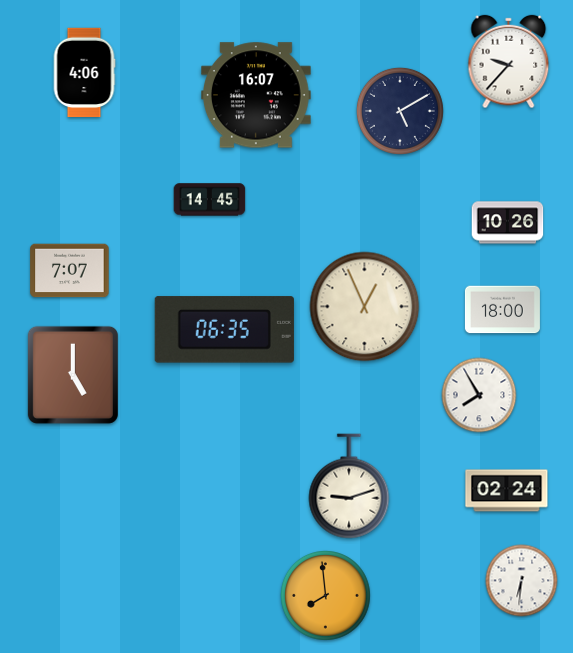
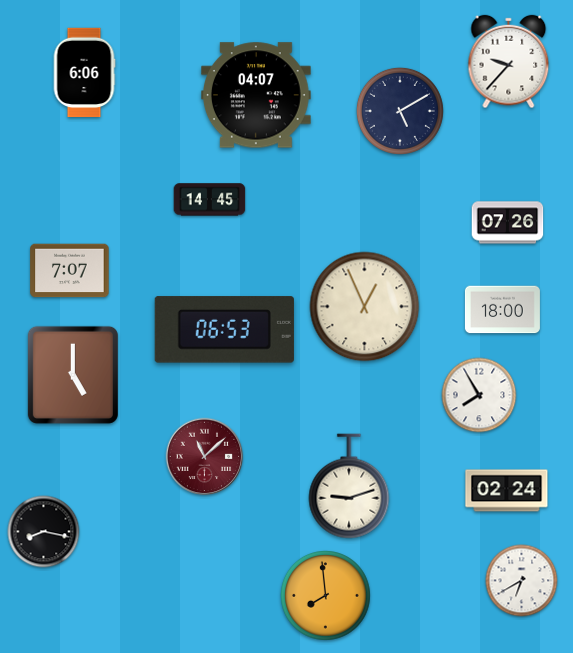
clock at (84, 73): 4:06 -> 6:06
clock at (256, 95): 16:07 -> 04:07
clock at (508, 223): 10:26 -> 07:26
clock at (224, 330): 06:35 -> 06:53
clock at (205, 457): none -> 11:08
clock at (44, 532): none -> 8:17
clock at (522, 581): 6:31 -> 6:40
